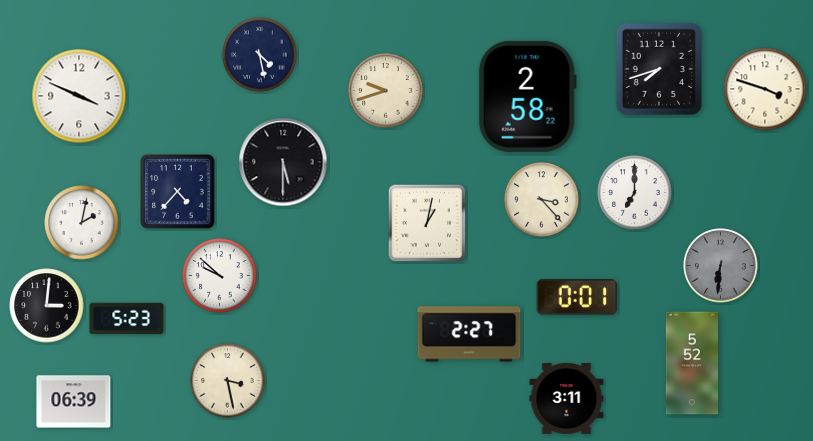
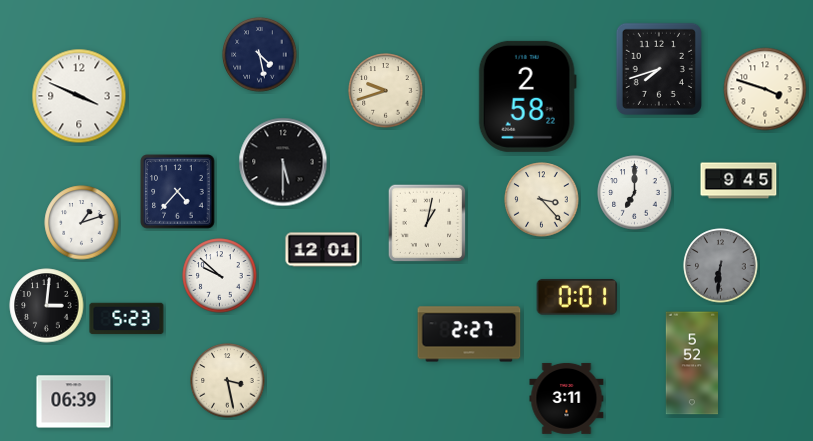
clock at (739, 181): none -> 9:45
clock at (82, 223): 2:02 -> 1:12
clock at (323, 250): none -> 12:01
